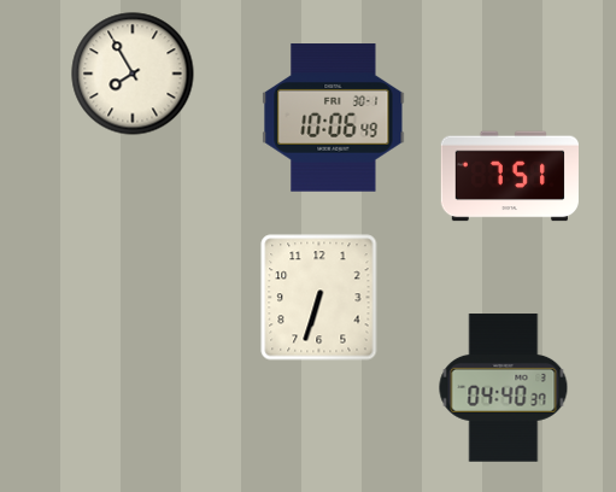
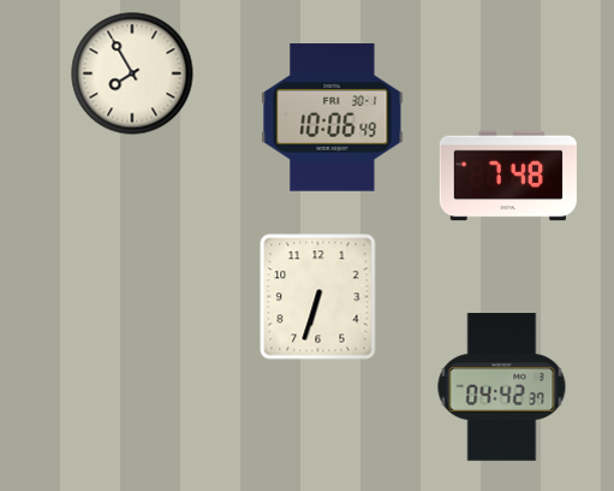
clock at (510, 176): 7:51 -> 7:48
clock at (504, 388): 04:40 -> 04:42
